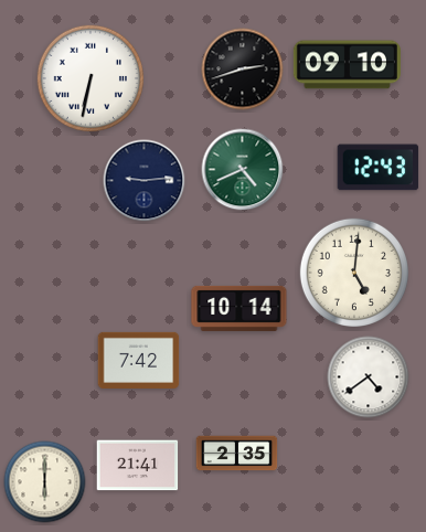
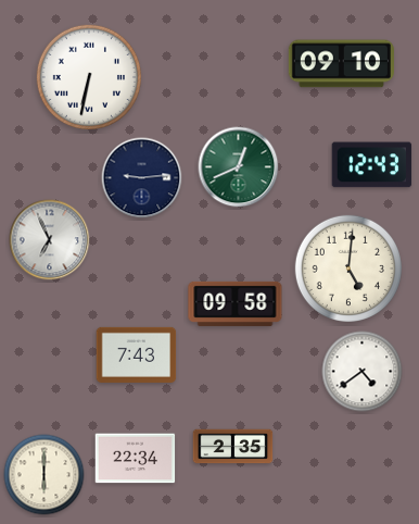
clock at (243, 70): 2:42 -> none
clock at (243, 170): 4:41 -> 12:41
clock at (50, 240): none -> 6:56
clock at (239, 308): 10:14 -> 09:58
clock at (139, 360): 7:42 -> 7:43
clock at (138, 466): 21:41 -> 22:34
